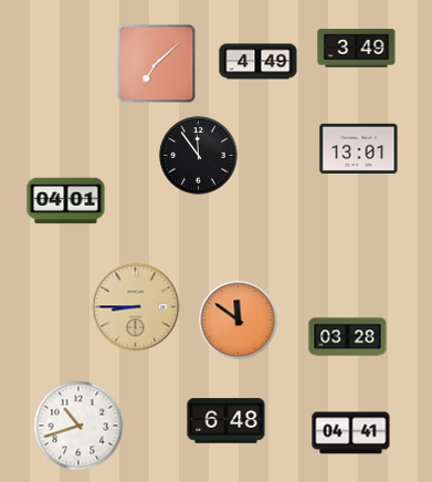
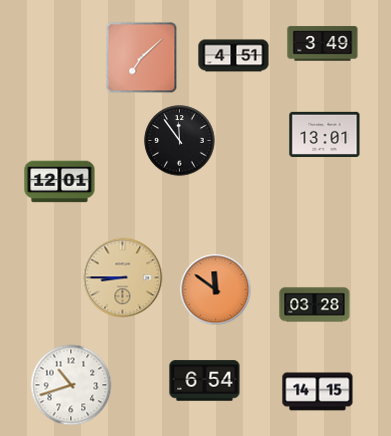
clock at (259, 62): 4:49 -> 4:51
clock at (66, 201): 04:01 -> 12:01
clock at (226, 421): 6:48 -> 6:54
clock at (351, 433): 04:41 -> 14:15
